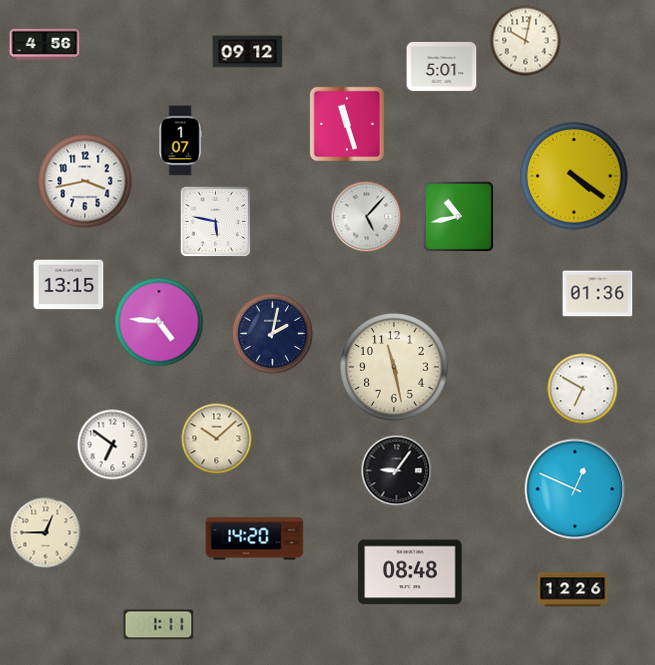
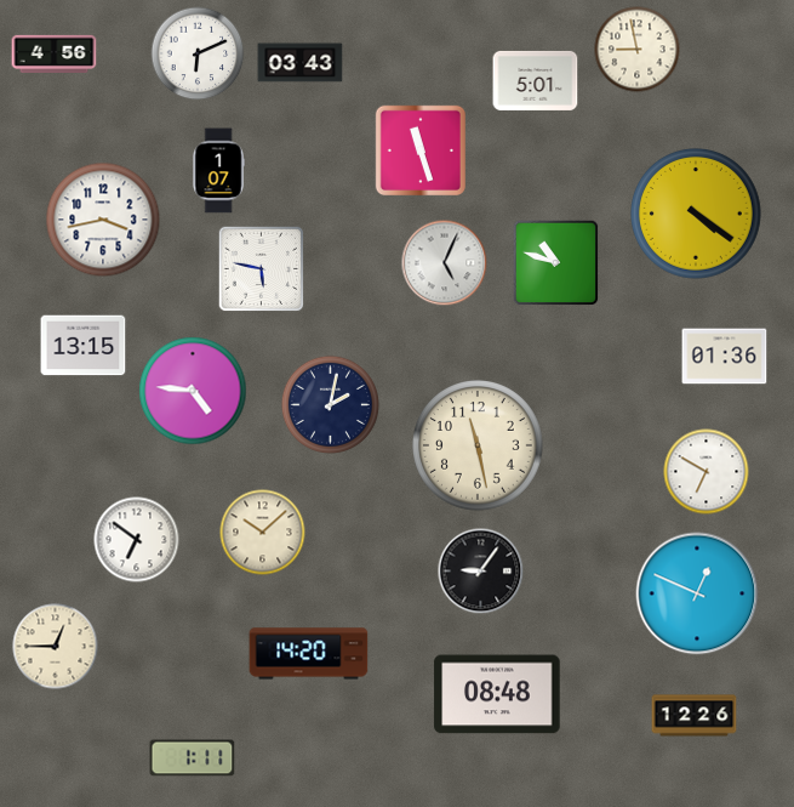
clock at (526, 41): 10:02 -> 8:58
clock at (198, 53): none -> 6:11
clock at (248, 52): 09:12 -> 03:43
clock at (367, 217): 5:07 -> 5:04
clock at (459, 217): 10:43 -> 10:48
